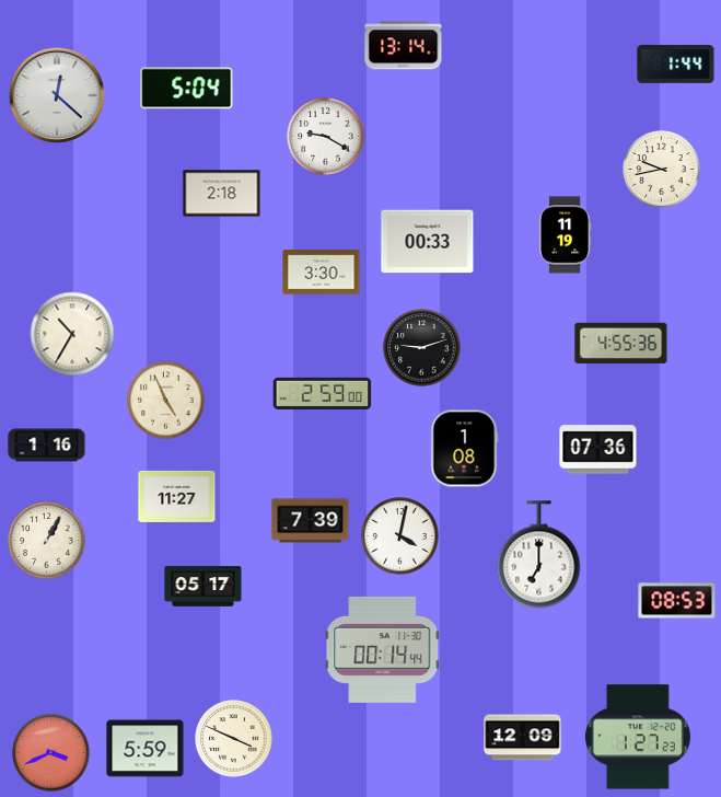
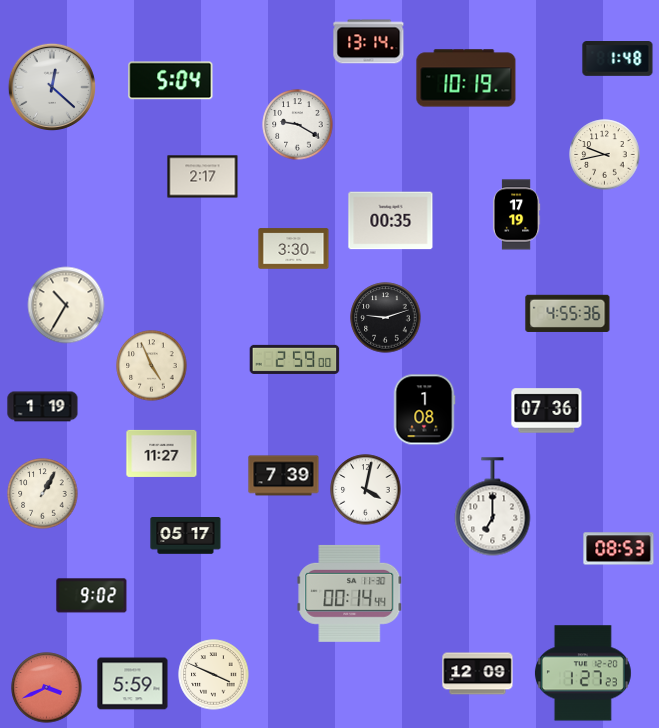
clock at (676, 65): 1:44 -> 1:48
clock at (466, 78): none -> 10:19
clock at (222, 194): 2:18 -> 2:17
clock at (565, 235): 11:19 -> 17:19
clock at (428, 242): 00:33 -> 00:35
clock at (47, 446): 1:16 -> 1:19
clock at (92, 596): none -> 9:02
